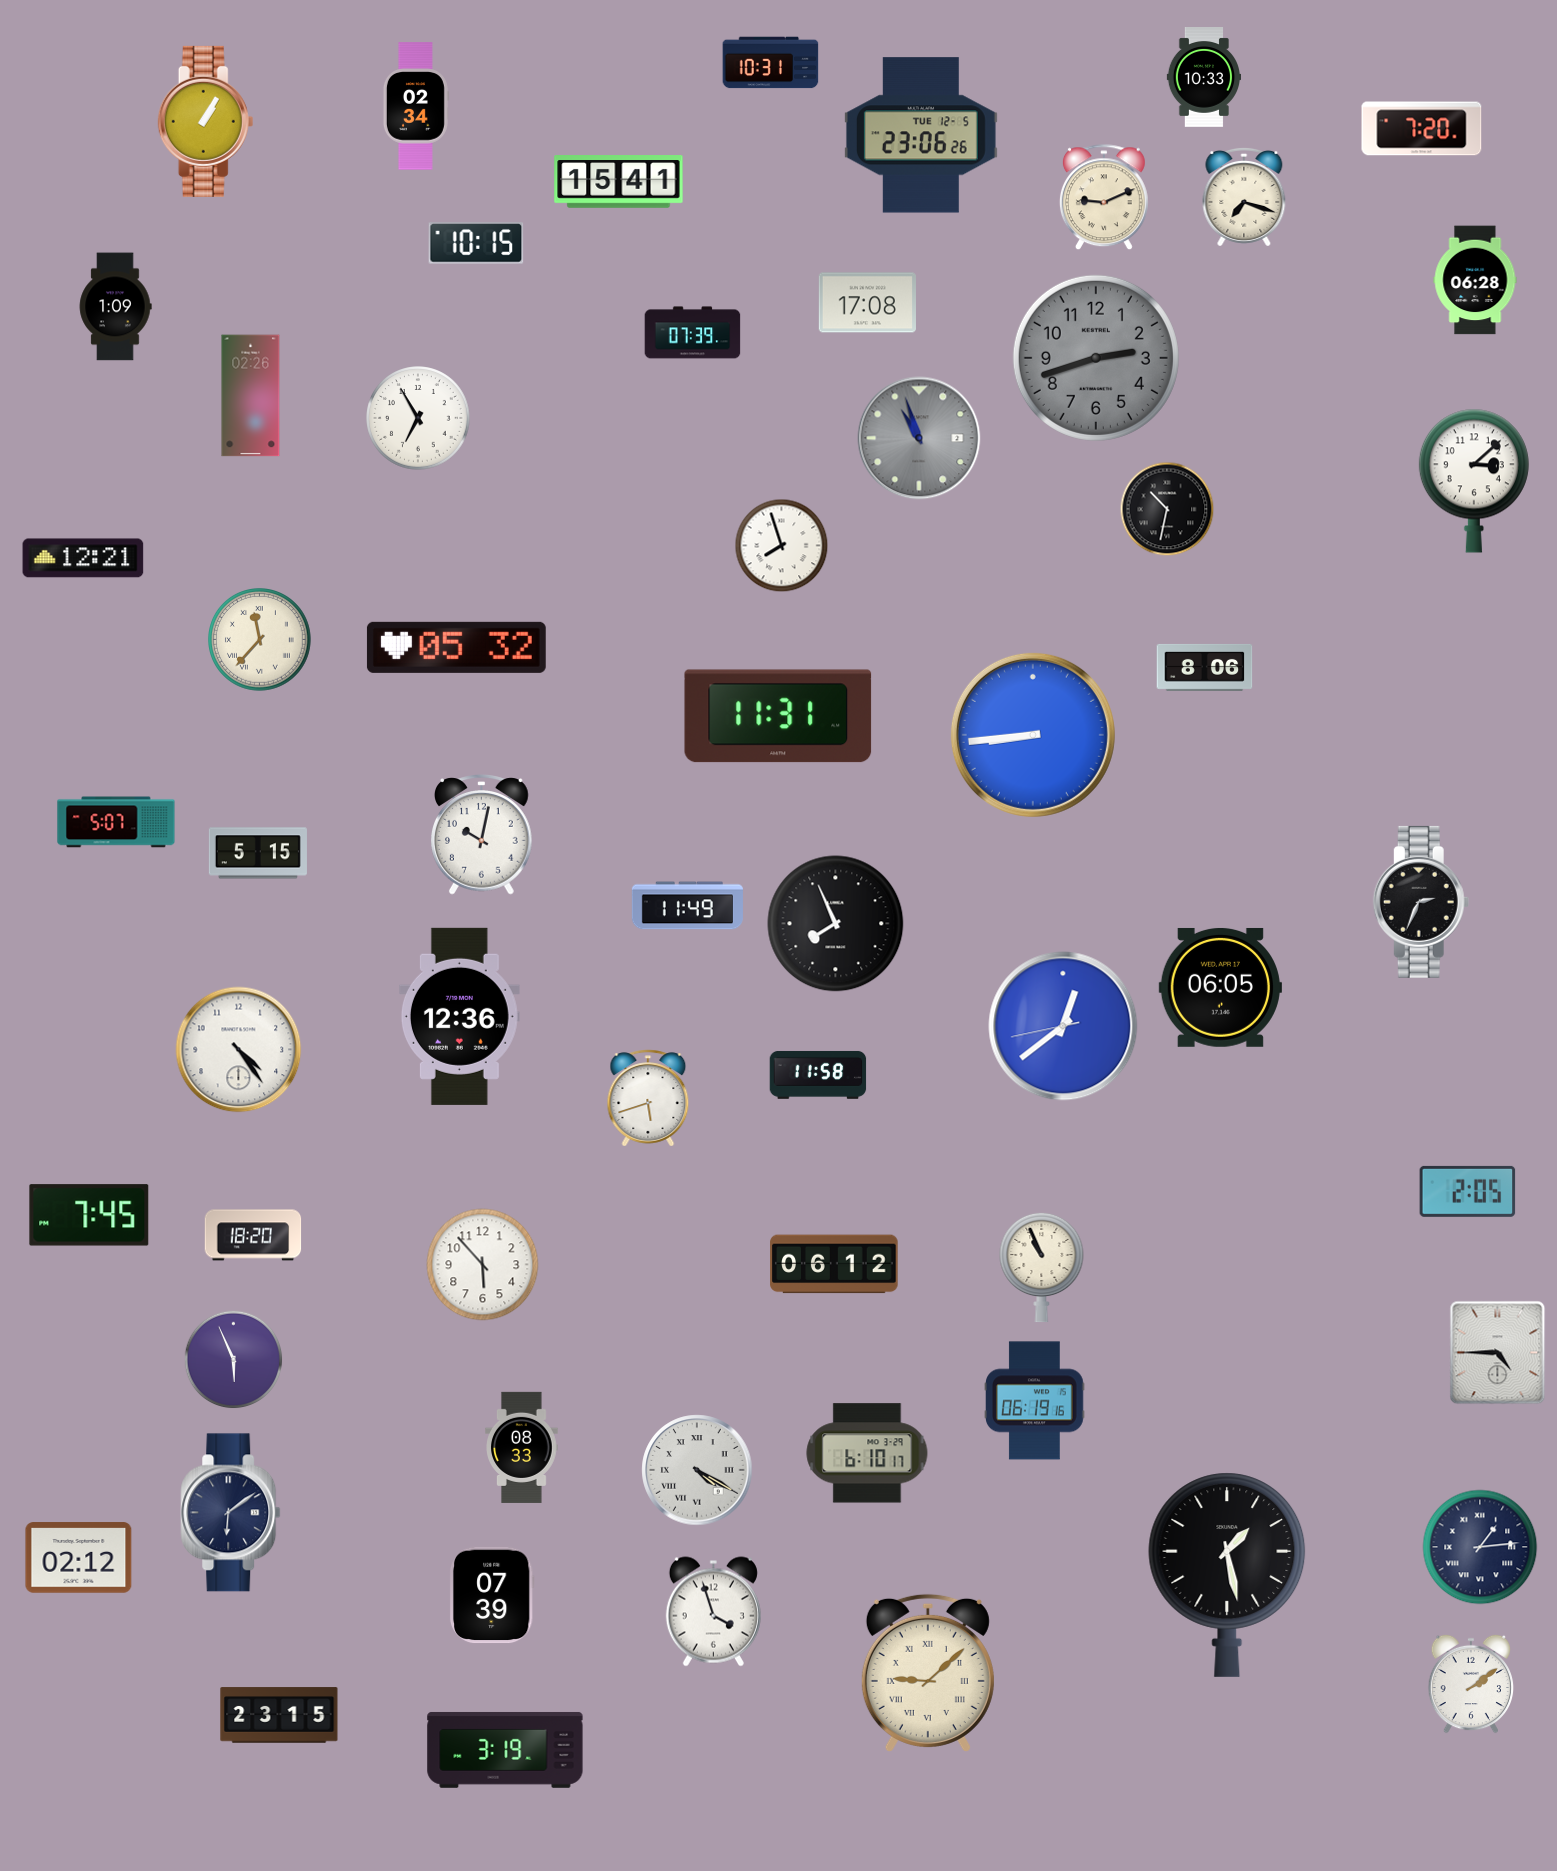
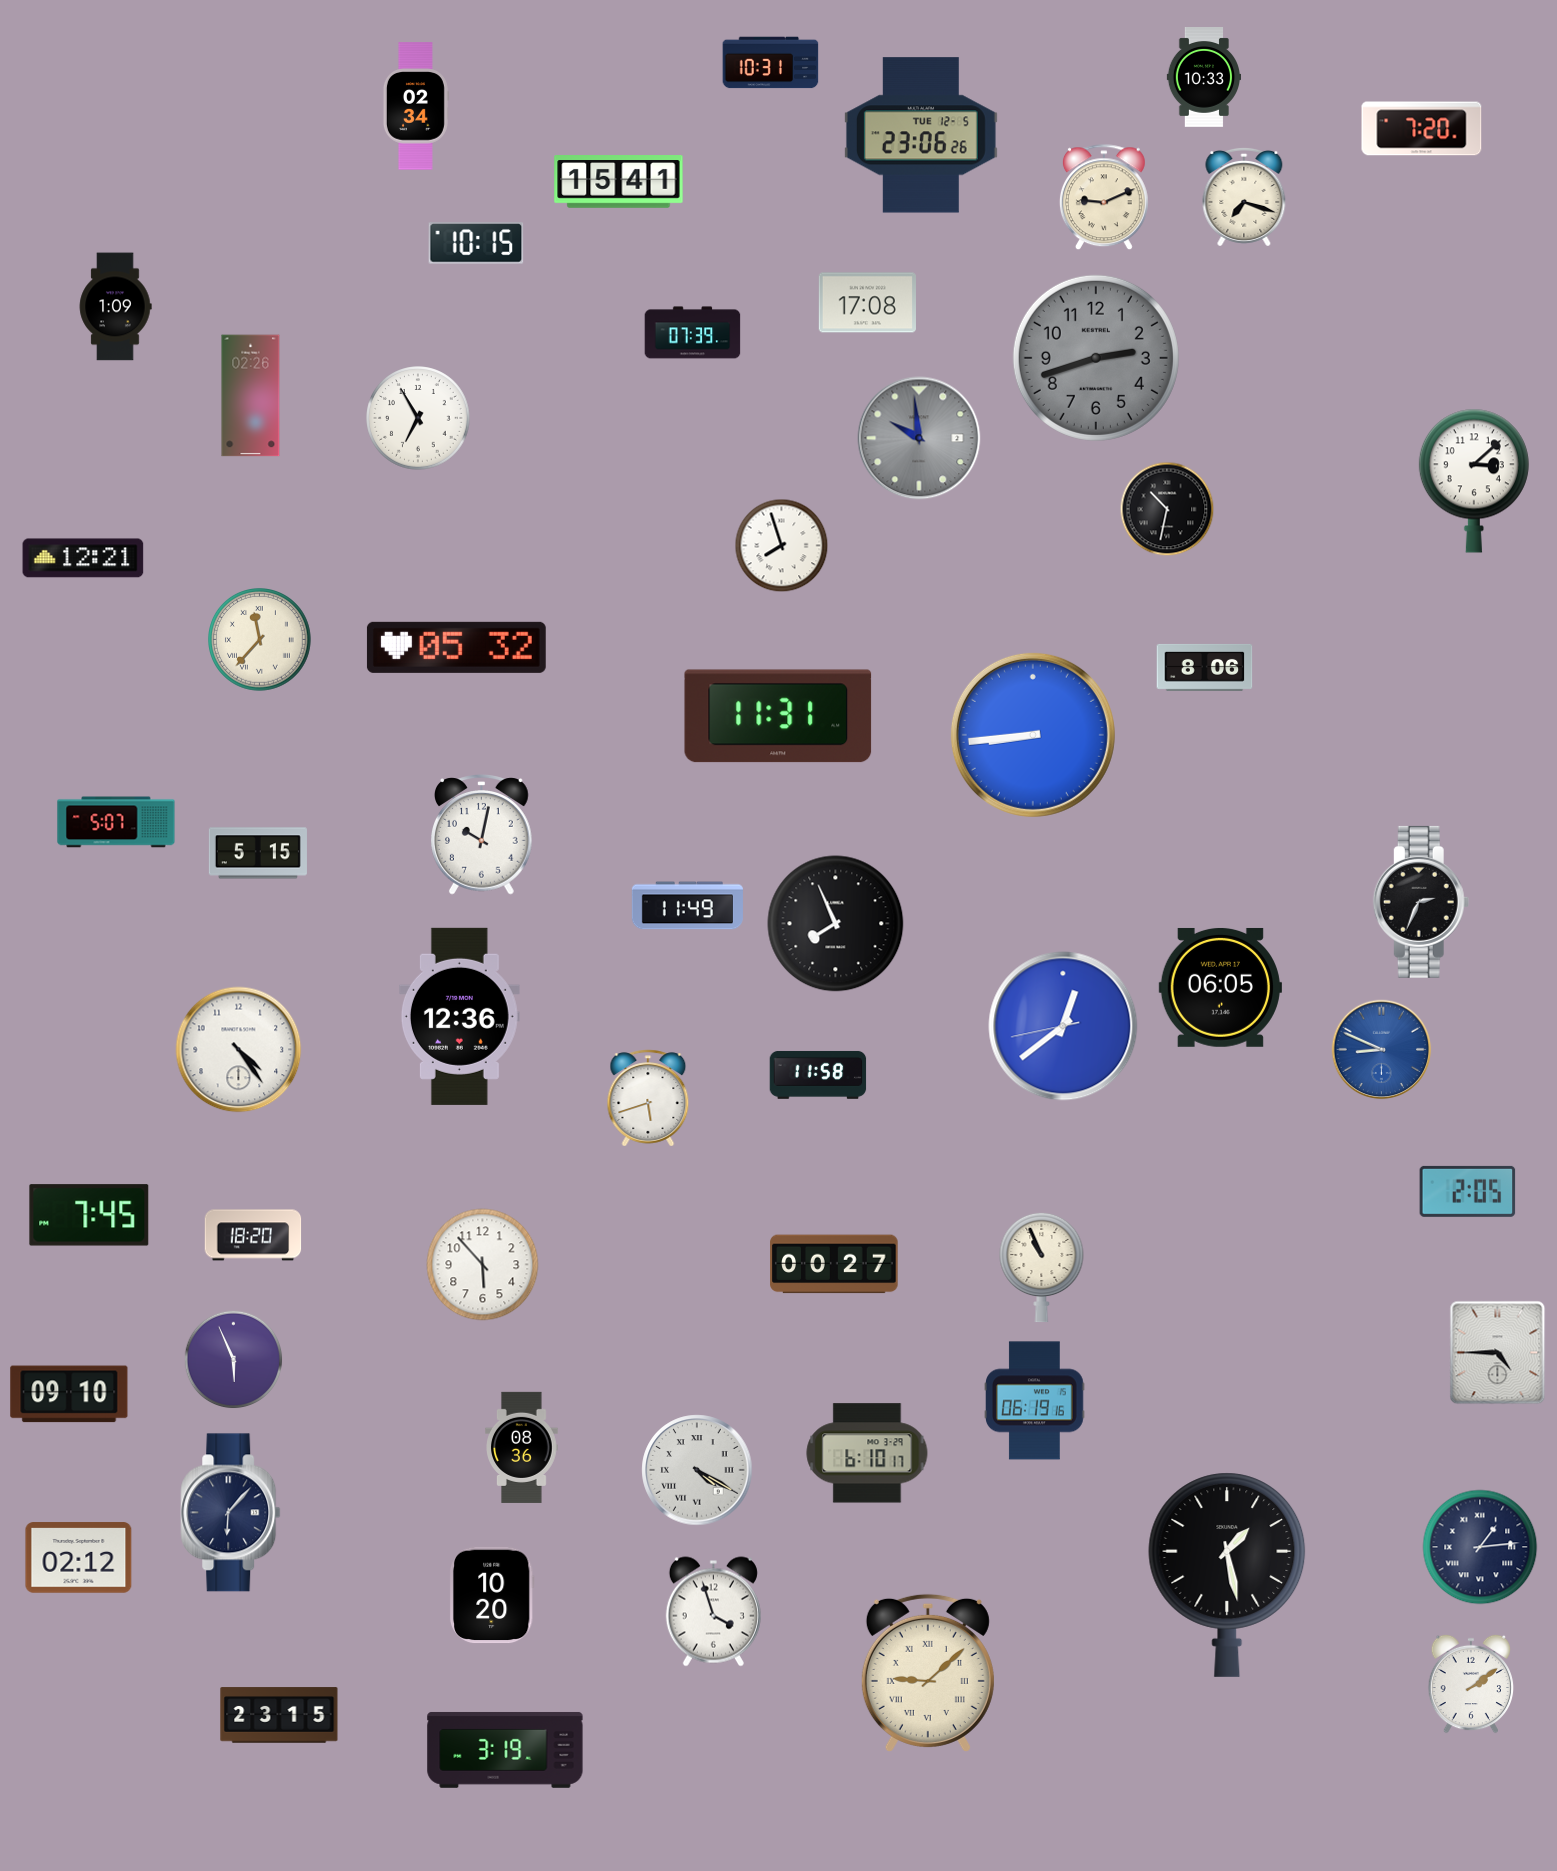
clock at (206, 121): 1:05 -> none
clock at (1475, 280): 06:28 -> none
clock at (919, 438): 10:57 -> 9:59
clock at (1382, 1050): none -> 8:49
clock at (834, 1264): 06:12 -> 00:27
clock at (69, 1394): none -> 09:10
clock at (522, 1447): 08:33 -> 08:36
clock at (231, 1513): 6:09 -> 6:07
clock at (492, 1595): 07:39 -> 10:20
